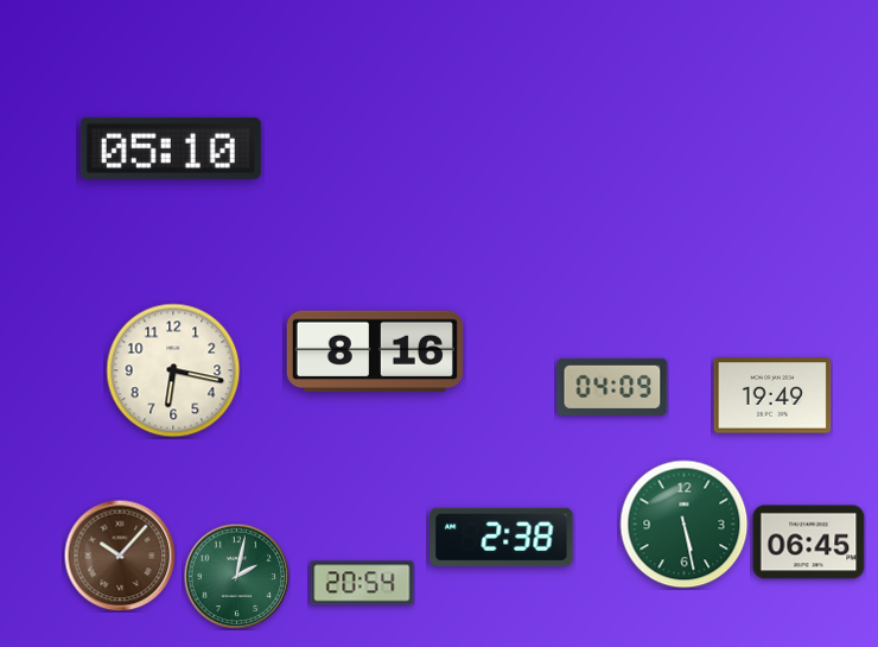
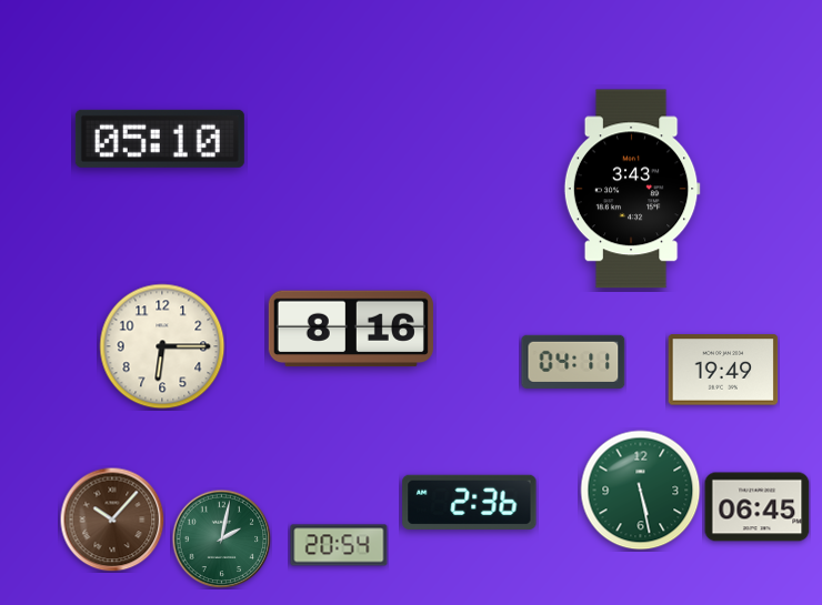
clock at (632, 189): none -> 3:43
clock at (173, 370): 6:17 -> 6:15
clock at (612, 387): 04:09 -> 04:11
clock at (502, 537): 2:38 -> 2:36
